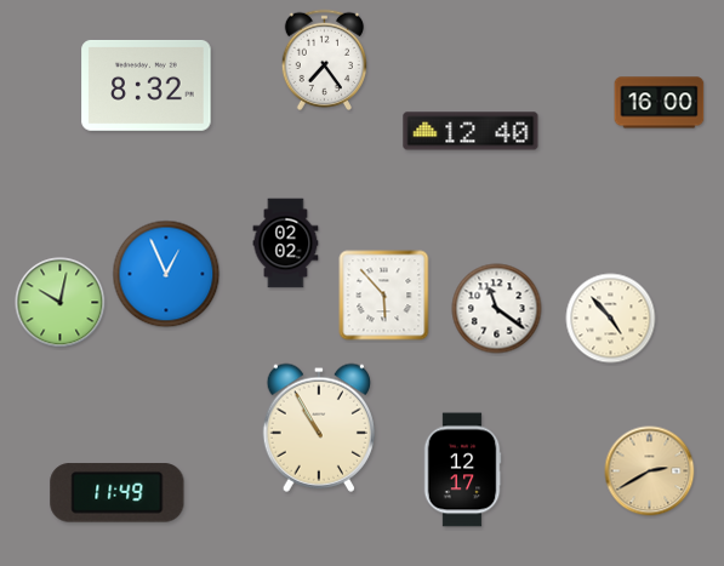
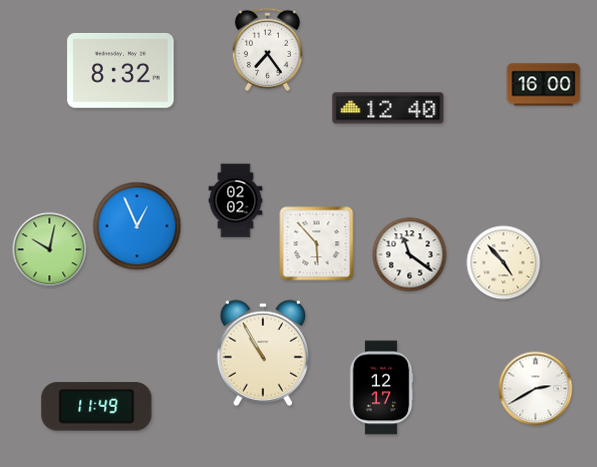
clock at (650, 471) dial: champagne -> white
